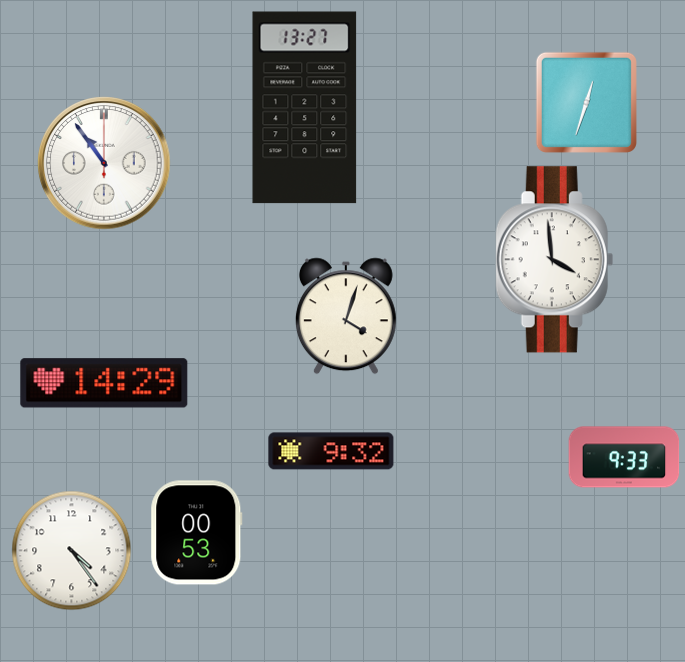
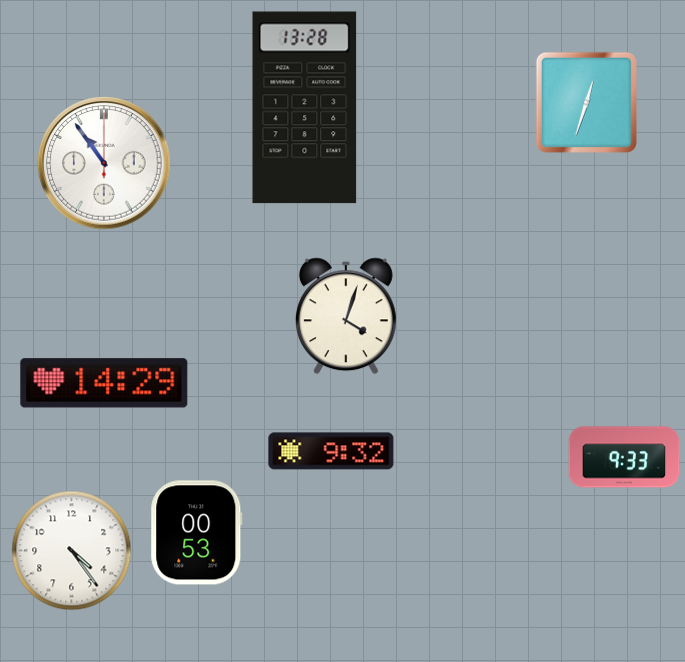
clock at (305, 108): 13:27 -> 13:28
clock at (555, 260): 3:59 -> none
